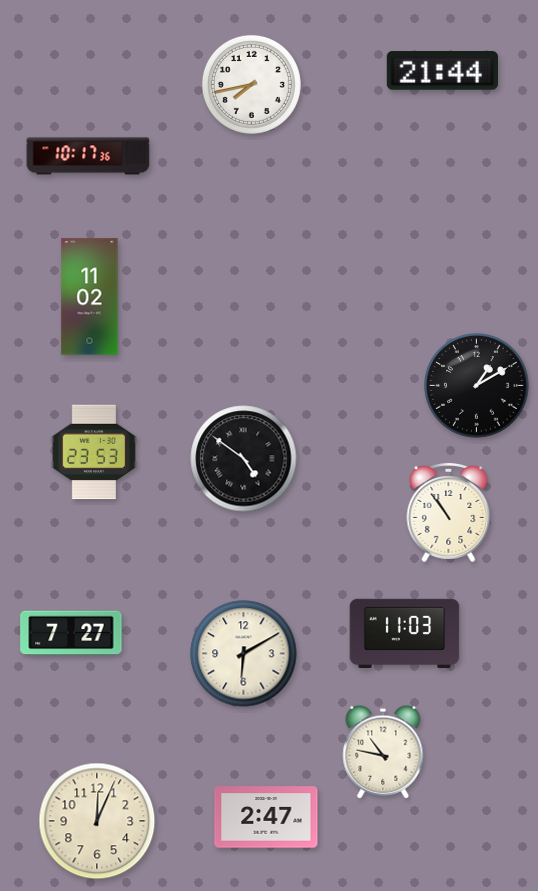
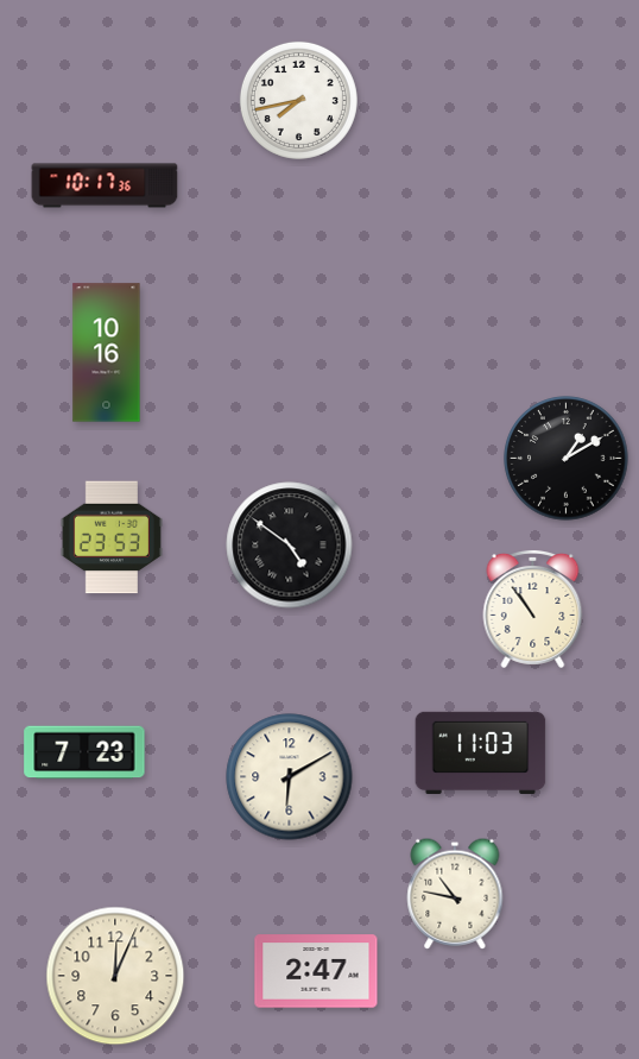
clock at (442, 71): 21:44 -> none
clock at (90, 297): 11:02 -> 10:16
clock at (71, 633): 7:27 -> 7:23
